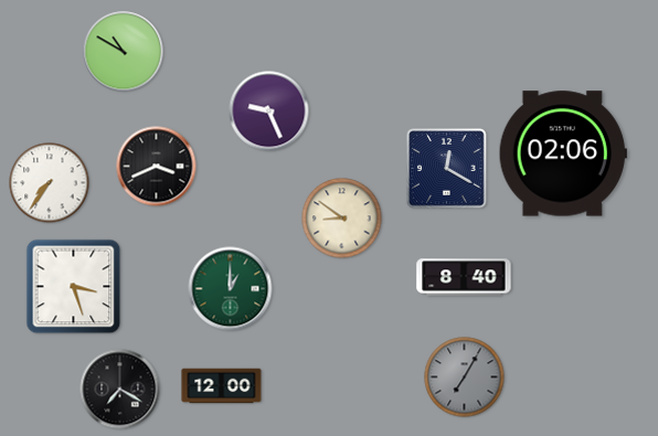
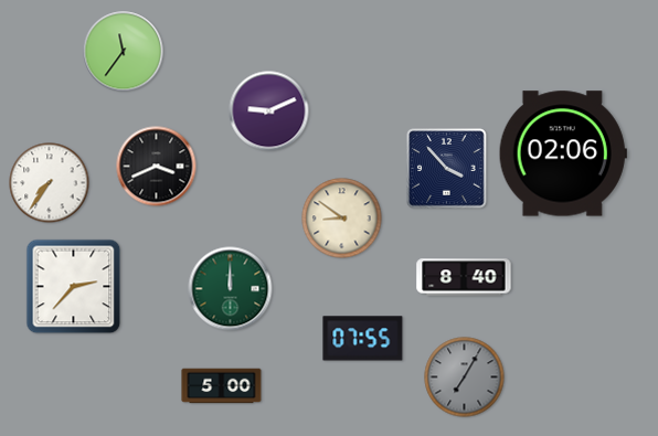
clock at (124, 52): 10:50 -> 11:36
clock at (269, 111): 9:26 -> 9:11
clock at (447, 169): 12:20 -> 3:53
clock at (74, 287): 3:27 -> 2:37
clock at (231, 289): 1:00 -> 12:00
clock at (363, 339): none -> 07:55
clock at (222, 386): 12:00 -> 5:00
clock at (120, 390): 7:20 -> none
